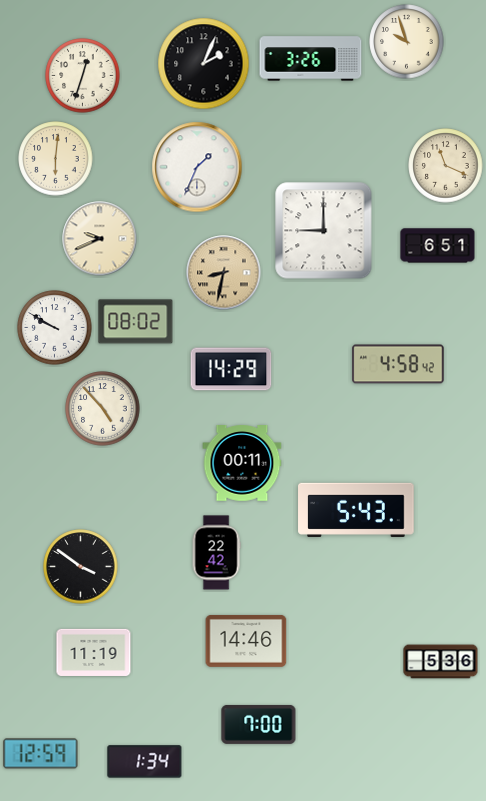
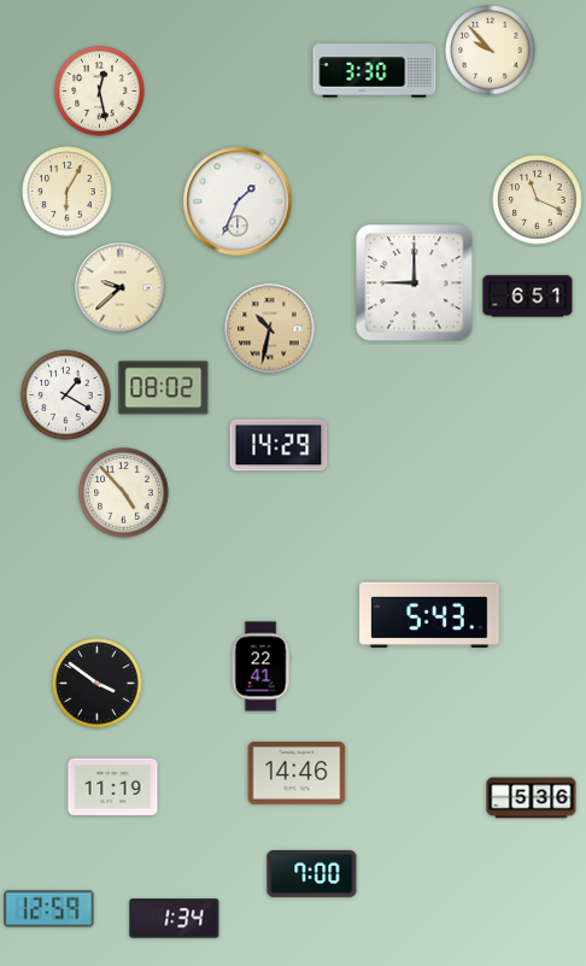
clock at (407, 42): 9:57 -> 9:53
clock at (311, 59): 3:26 -> 3:30
clock at (204, 64): 2:04 -> none
clock at (83, 76): 12:33 -> 12:28
clock at (56, 159): 6:01 -> 6:05
clock at (324, 231) position: (324, 231) -> (415, 283)
clock at (100, 239): 9:41 -> 9:38
clock at (224, 273): 8:32 -> 10:32
clock at (55, 328): 9:50 -> 1:20
clock at (398, 364): 4:58 -> none
clock at (242, 463): 00:11 -> none
clock at (216, 553): 22:42 -> 22:41
